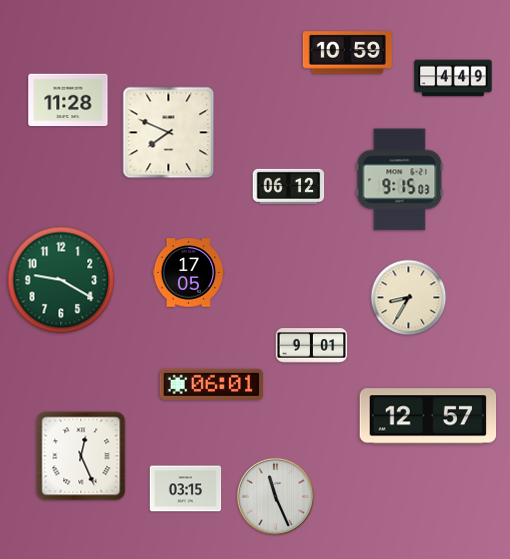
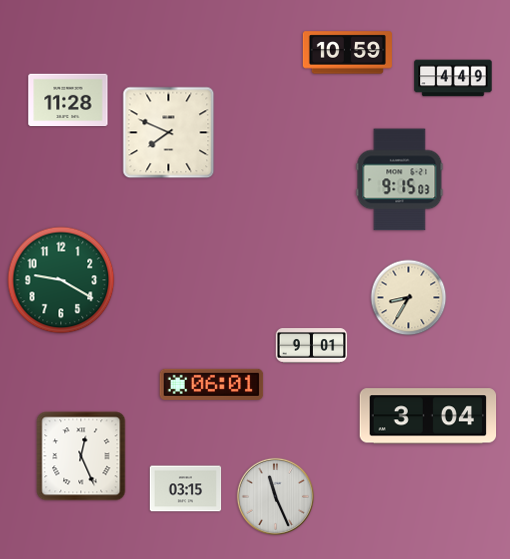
clock at (289, 186): 06:12 -> none
clock at (189, 273): 17:05 -> none
clock at (428, 416): 12:57 -> 3:04
